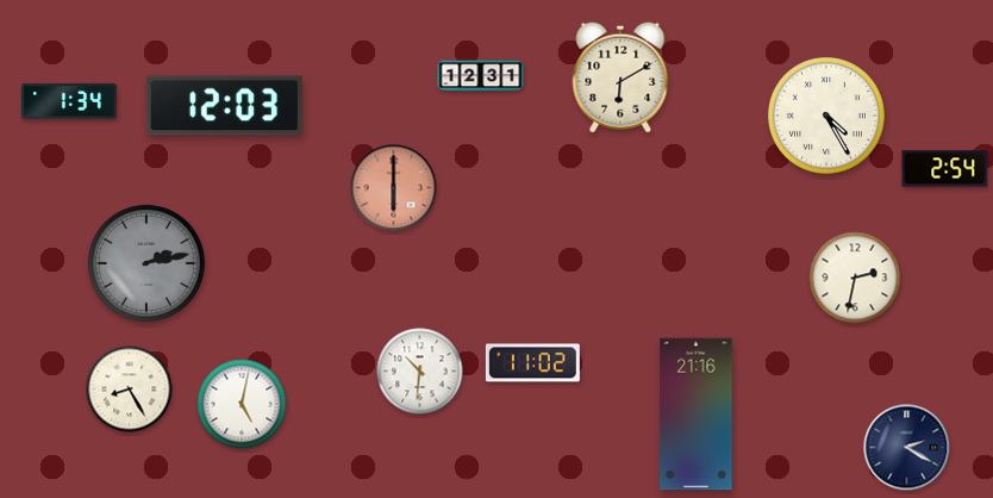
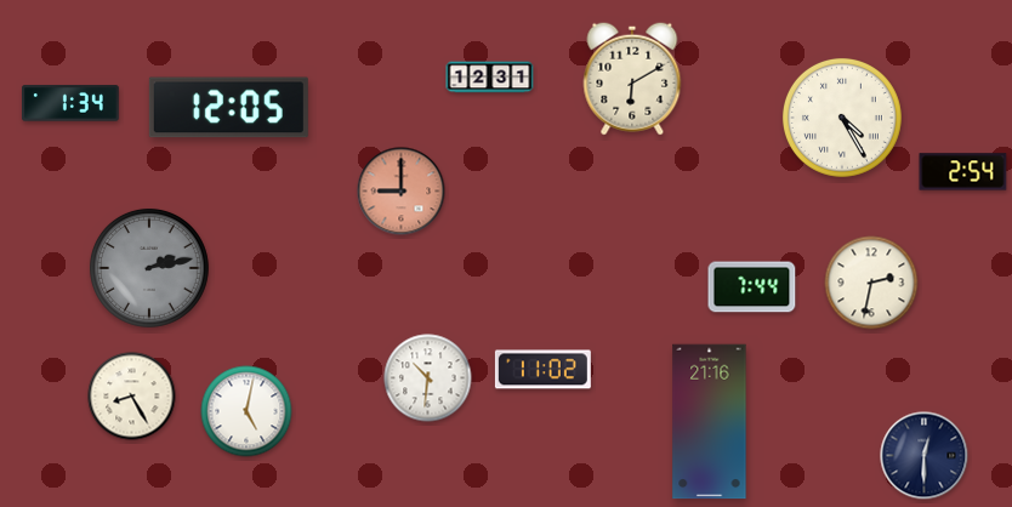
clock at (224, 106): 12:03 -> 12:05
clock at (394, 188): 6:00 -> 9:00
clock at (752, 287): none -> 7:44
clock at (907, 448): 2:20 -> 12:30
